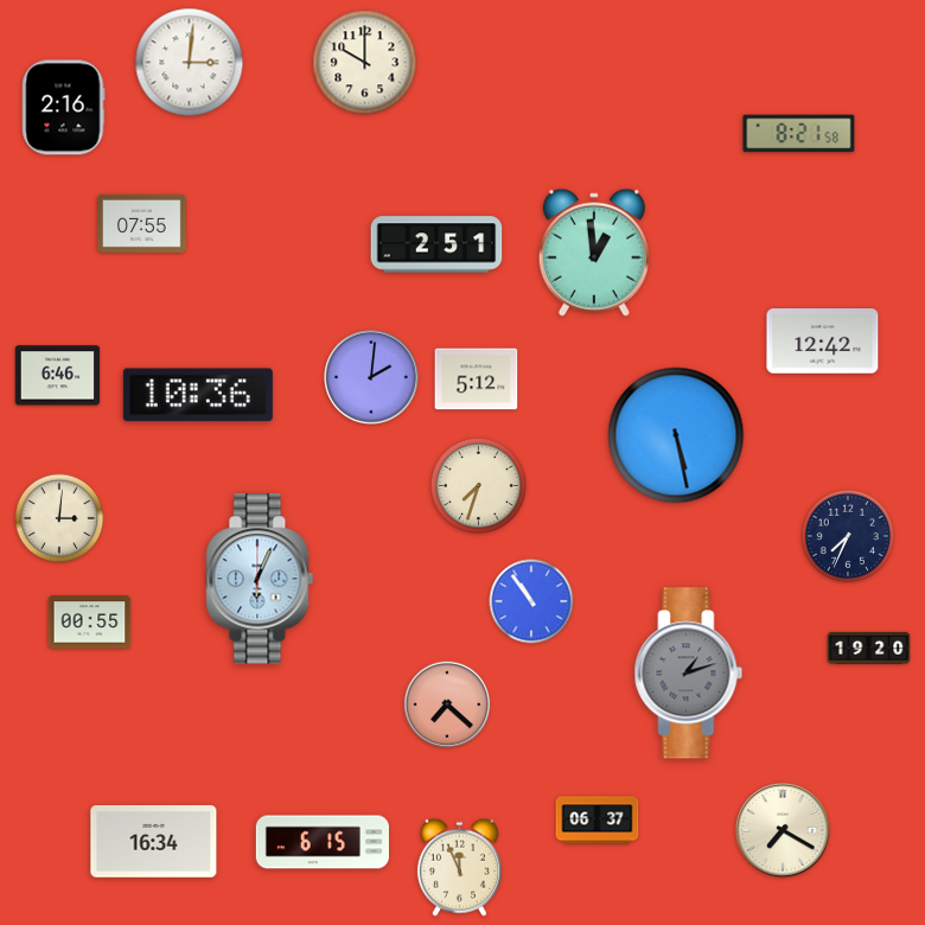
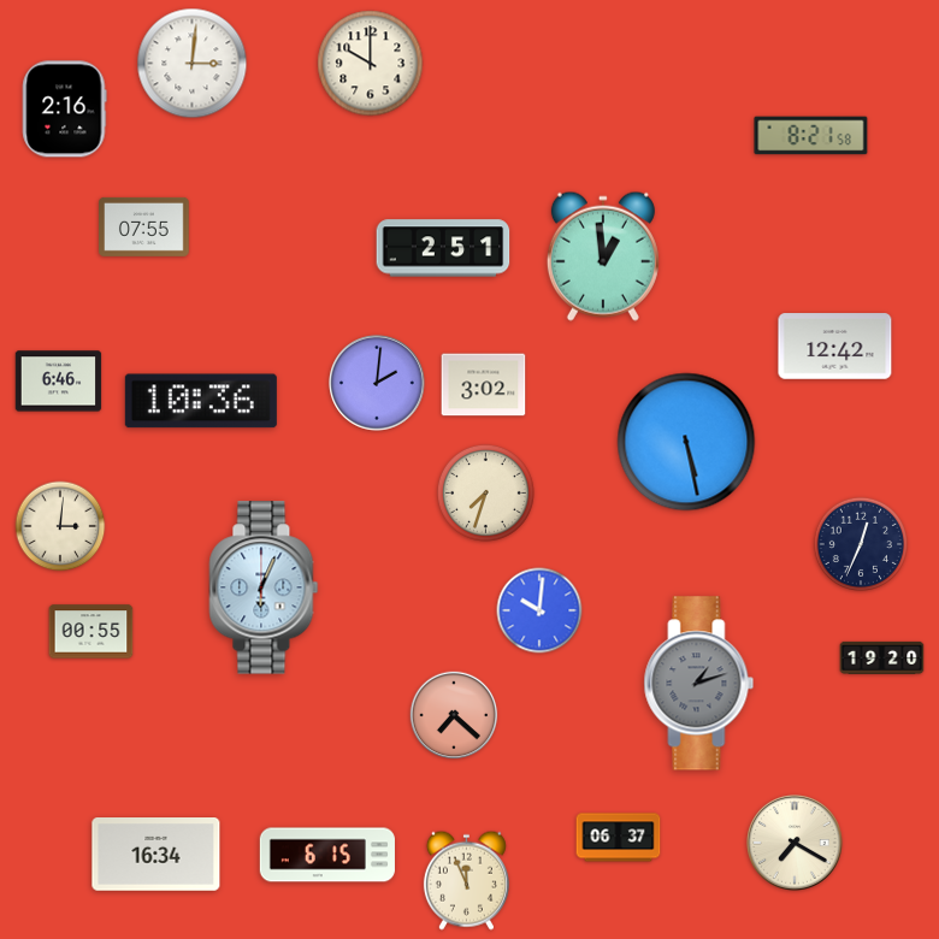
clock at (477, 379): 5:12 -> 3:02
clock at (847, 535): 7:34 -> 12:34
clock at (531, 601): 10:54 -> 10:01
clock at (598, 821) position: (598, 821) -> (619, 838)
